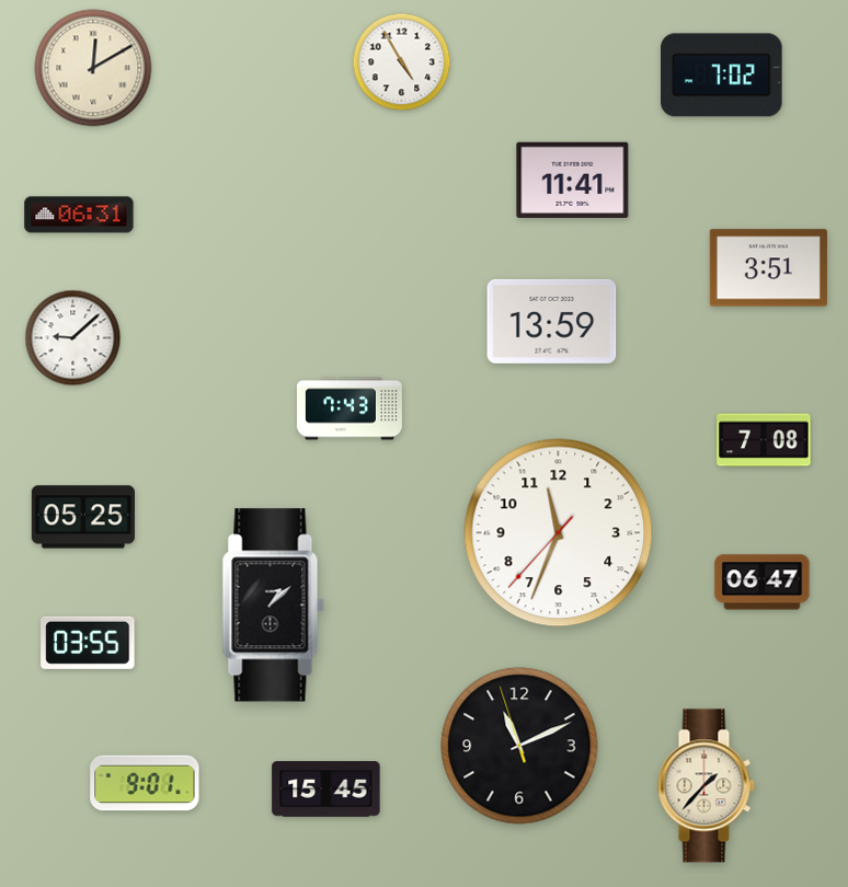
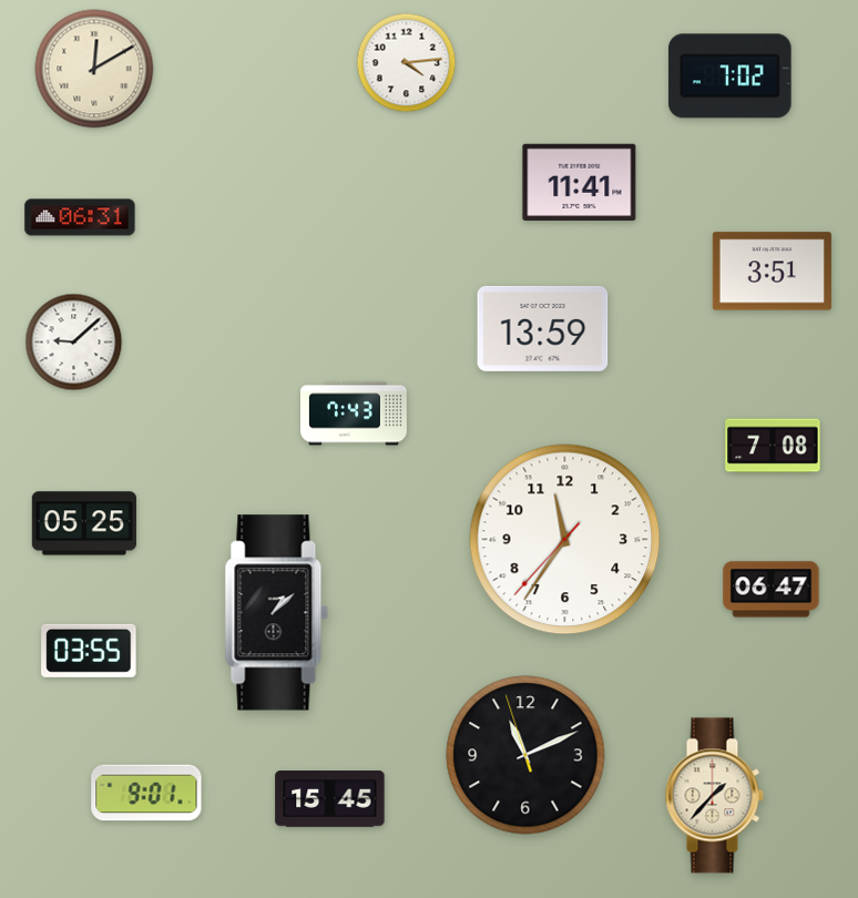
clock at (402, 62): 4:55 -> 4:14
clock at (768, 268) position: (768, 268) -> (772, 272)
clock at (552, 321) position: (552, 321) -> (543, 328)
clock at (559, 533): 11:33 -> 11:35
